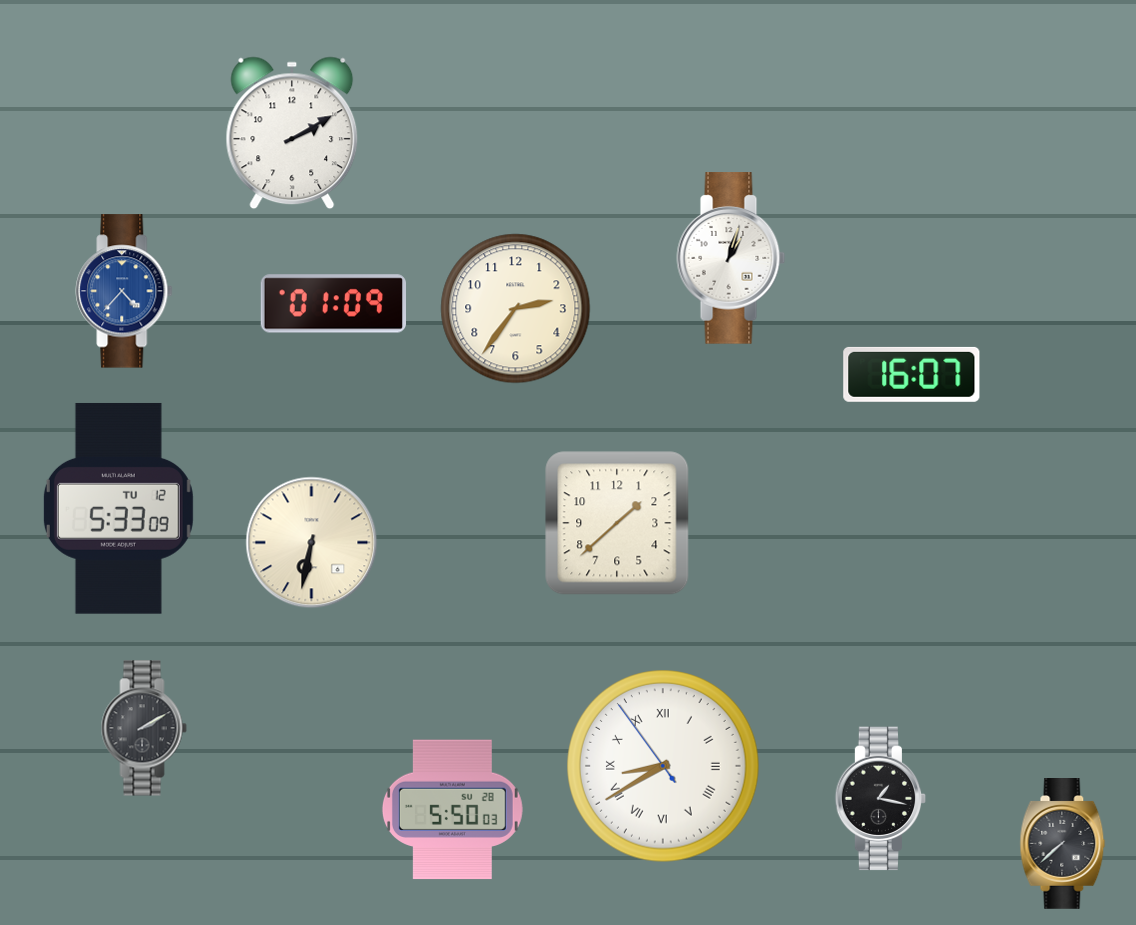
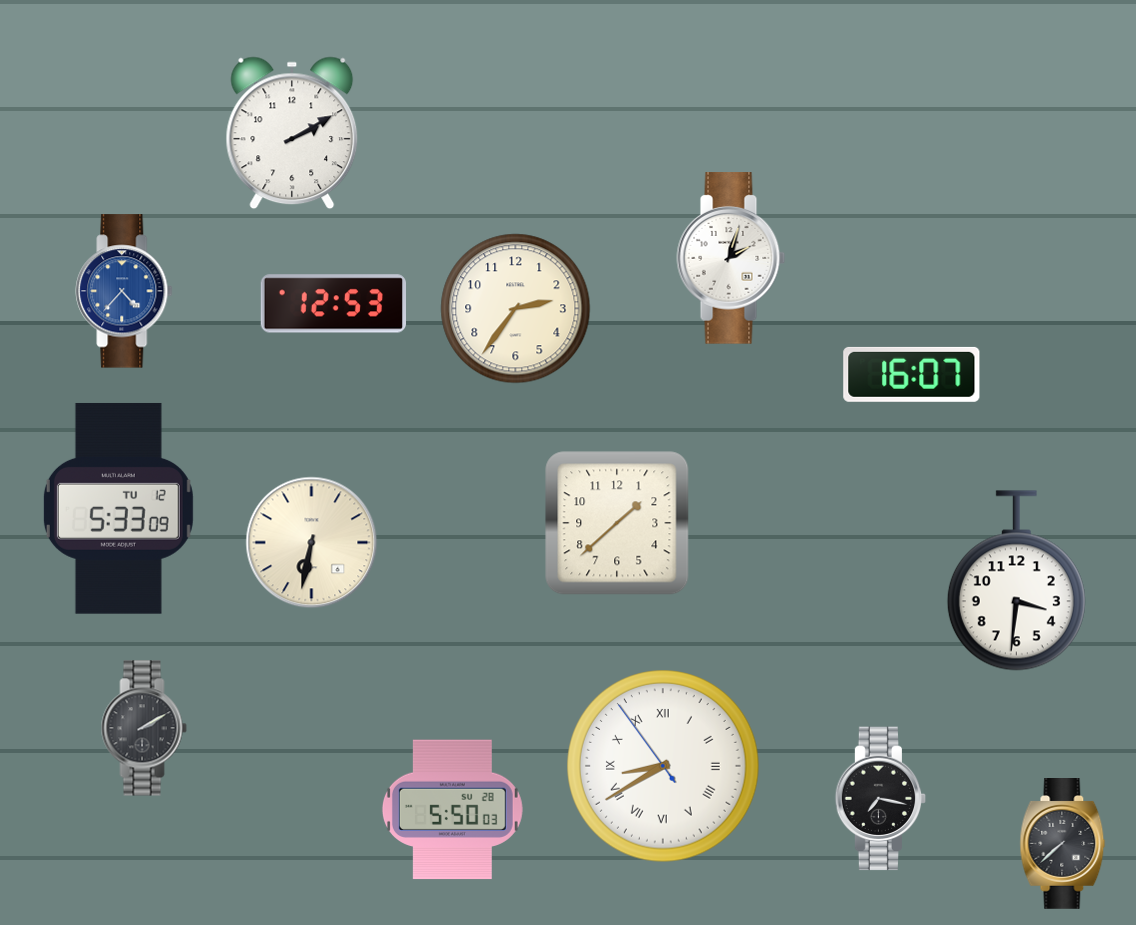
clock at (731, 258): 1:03 -> 2:03
clock at (333, 304): 01:09 -> 12:53
clock at (1016, 581): none -> 3:31
clock at (881, 799): 1:17 -> 7:17
